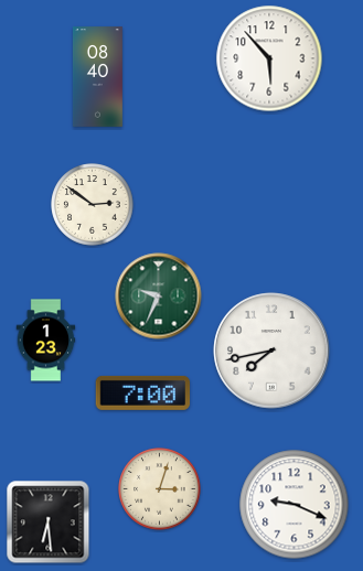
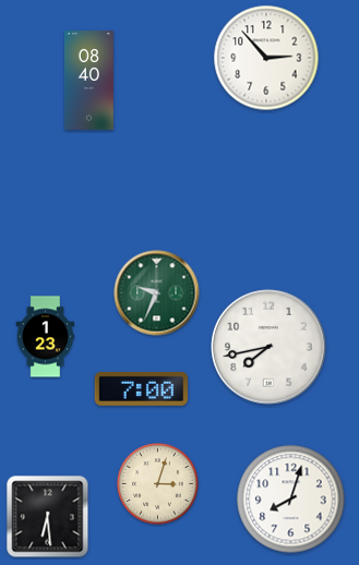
clock at (269, 58): 5:53 -> 2:53
clock at (97, 77) position: (97, 77) -> (88, 81)
clock at (93, 205): 2:51 -> none
clock at (295, 505): 9:19 -> 8:03
